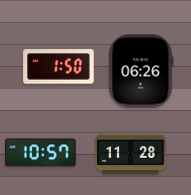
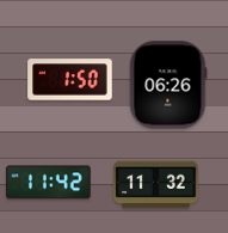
clock at (41, 153): 10:57 -> 11:42
clock at (131, 155): 11:28 -> 11:32
